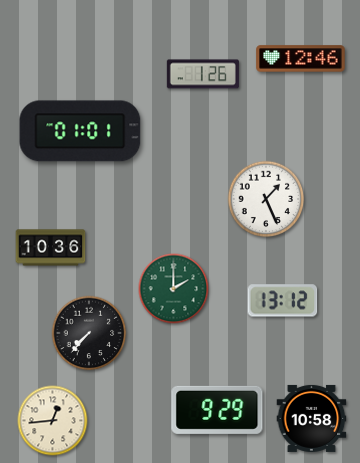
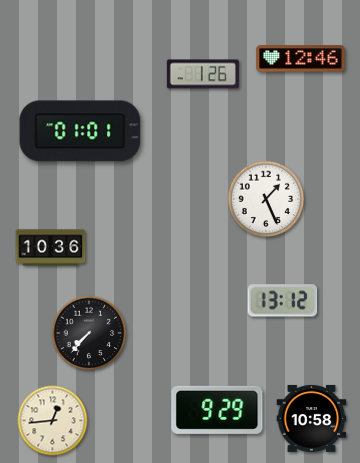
clock at (174, 289): 2:00 -> none
